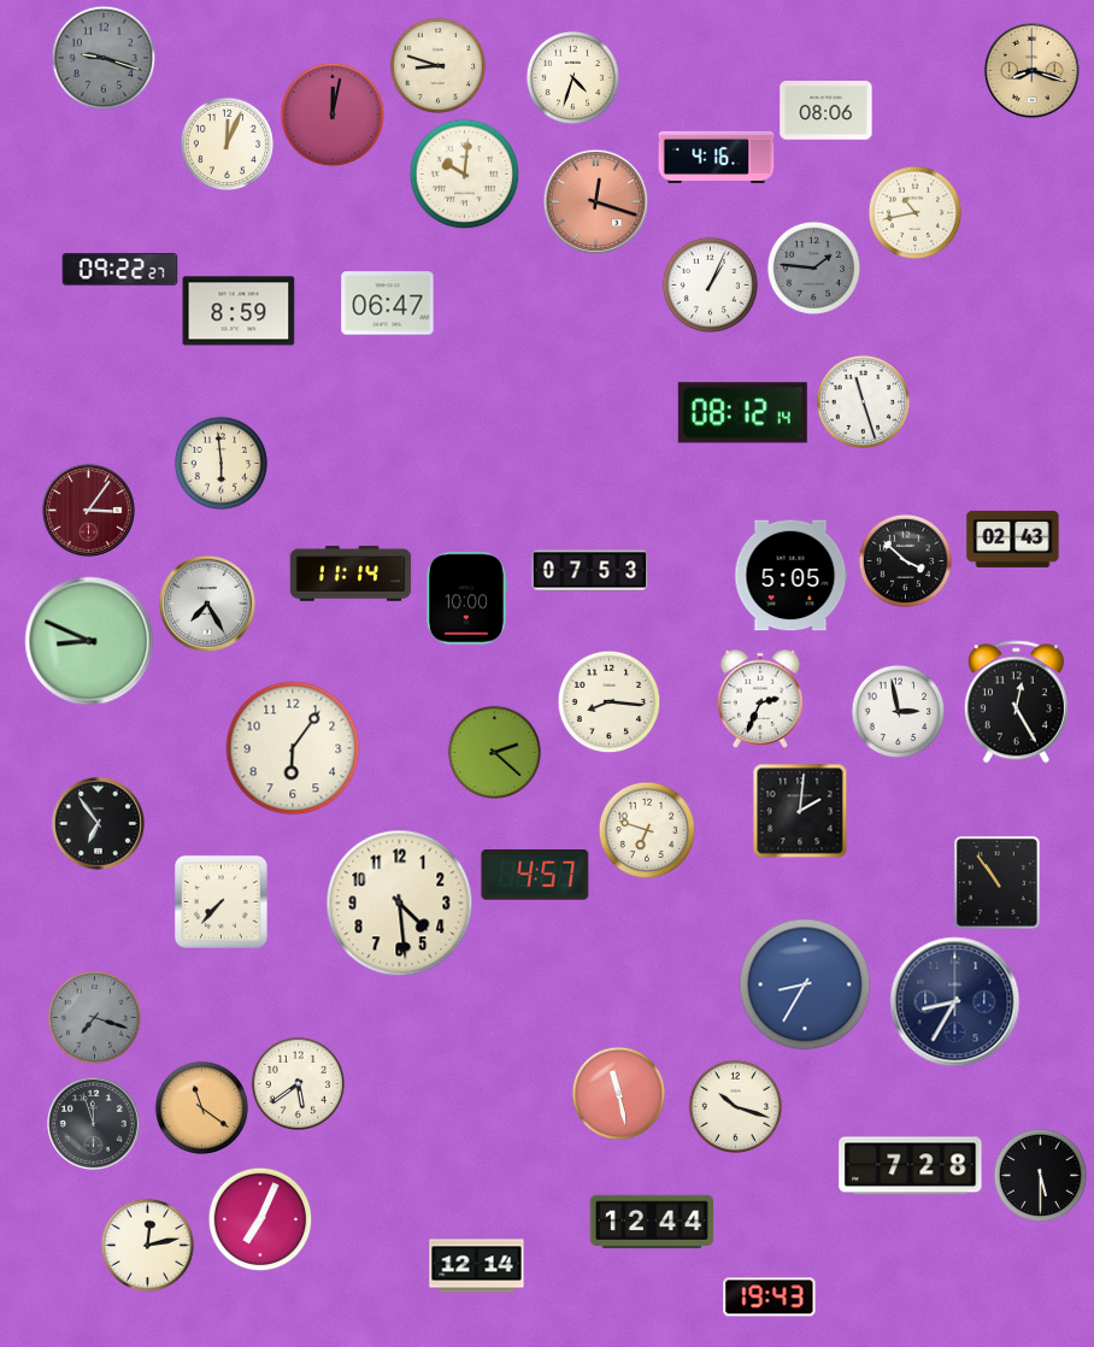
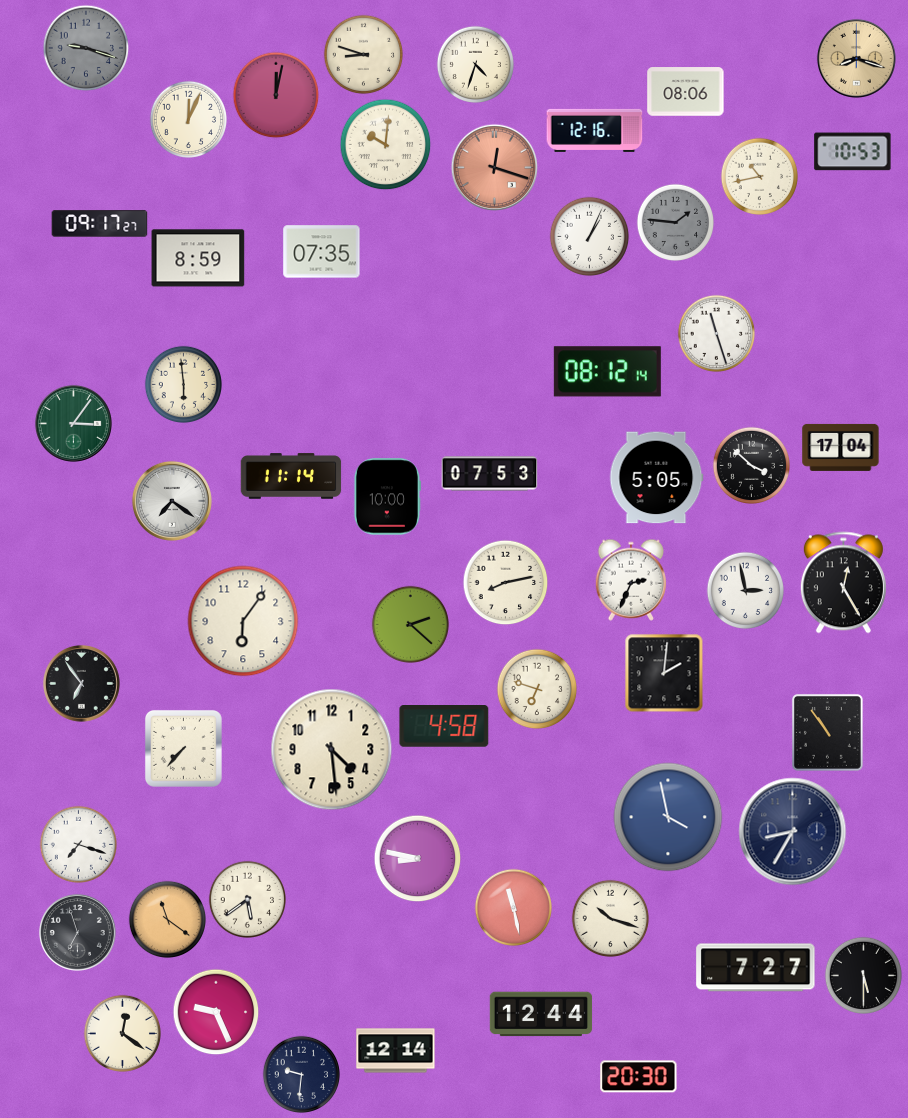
clock at (717, 157): 4:16 -> 12:16
clock at (853, 152): none -> 10:53
clock at (120, 270): 09:22 -> 09:17
clock at (388, 304): 06:47 -> 07:35
clock at (742, 413) position: (742, 413) -> (607, 372)
clock at (88, 510) dial: burgundy -> green
clock at (1013, 539): 02:43 -> 17:04
clock at (207, 604): 7:25 -> 7:21
clock at (89, 641): 8:49 -> none
clock at (608, 701): 8:16 -> 8:13
clock at (535, 876): 4:57 -> 4:58
clock at (805, 984): 8:35 -> 3:58
clock at (94, 1017) dial: grey -> white
clock at (417, 858): none -> 8:47
clock at (93, 1123): 11:57 -> 6:57
clock at (911, 1166): 7:28 -> 7:27
clock at (260, 1219): 7:04 -> 9:26
clock at (147, 1245): 12:13 -> 12:21
clock at (301, 1074): none -> 9:31
clock at (770, 1298): 19:43 -> 20:30
